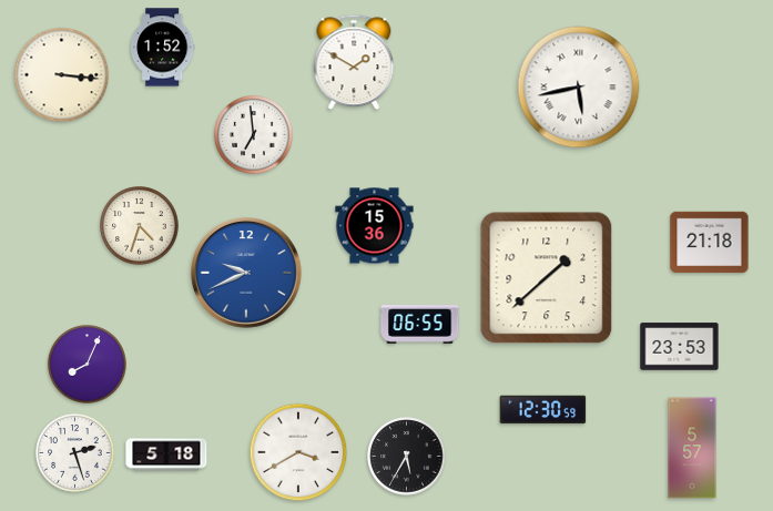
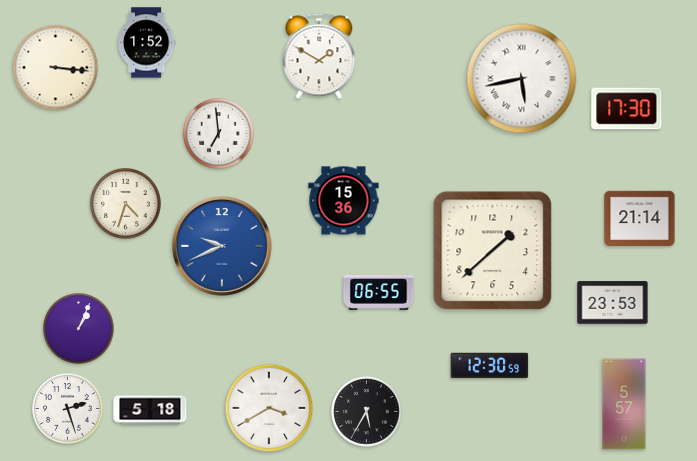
clock at (627, 109): none -> 17:30
clock at (254, 135) position: (254, 135) -> (219, 134)
clock at (375, 226) position: (375, 226) -> (344, 201)
clock at (710, 243): 21:18 -> 21:14
clock at (680, 347) position: (680, 347) -> (613, 303)
clock at (88, 365): 8:04 -> 1:04
clock at (543, 410) position: (543, 410) -> (490, 366)
